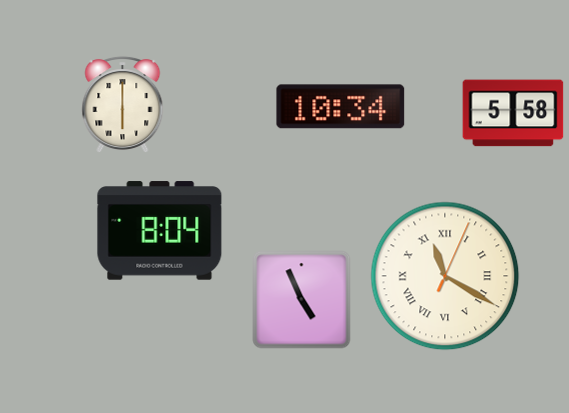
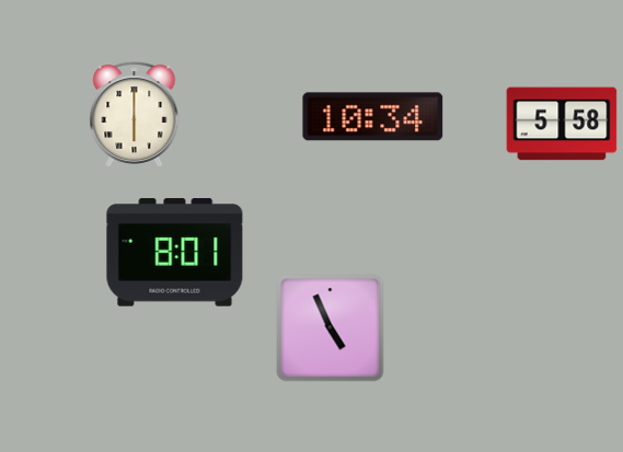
clock at (160, 231): 8:04 -> 8:01
clock at (445, 276): 11:20 -> none
